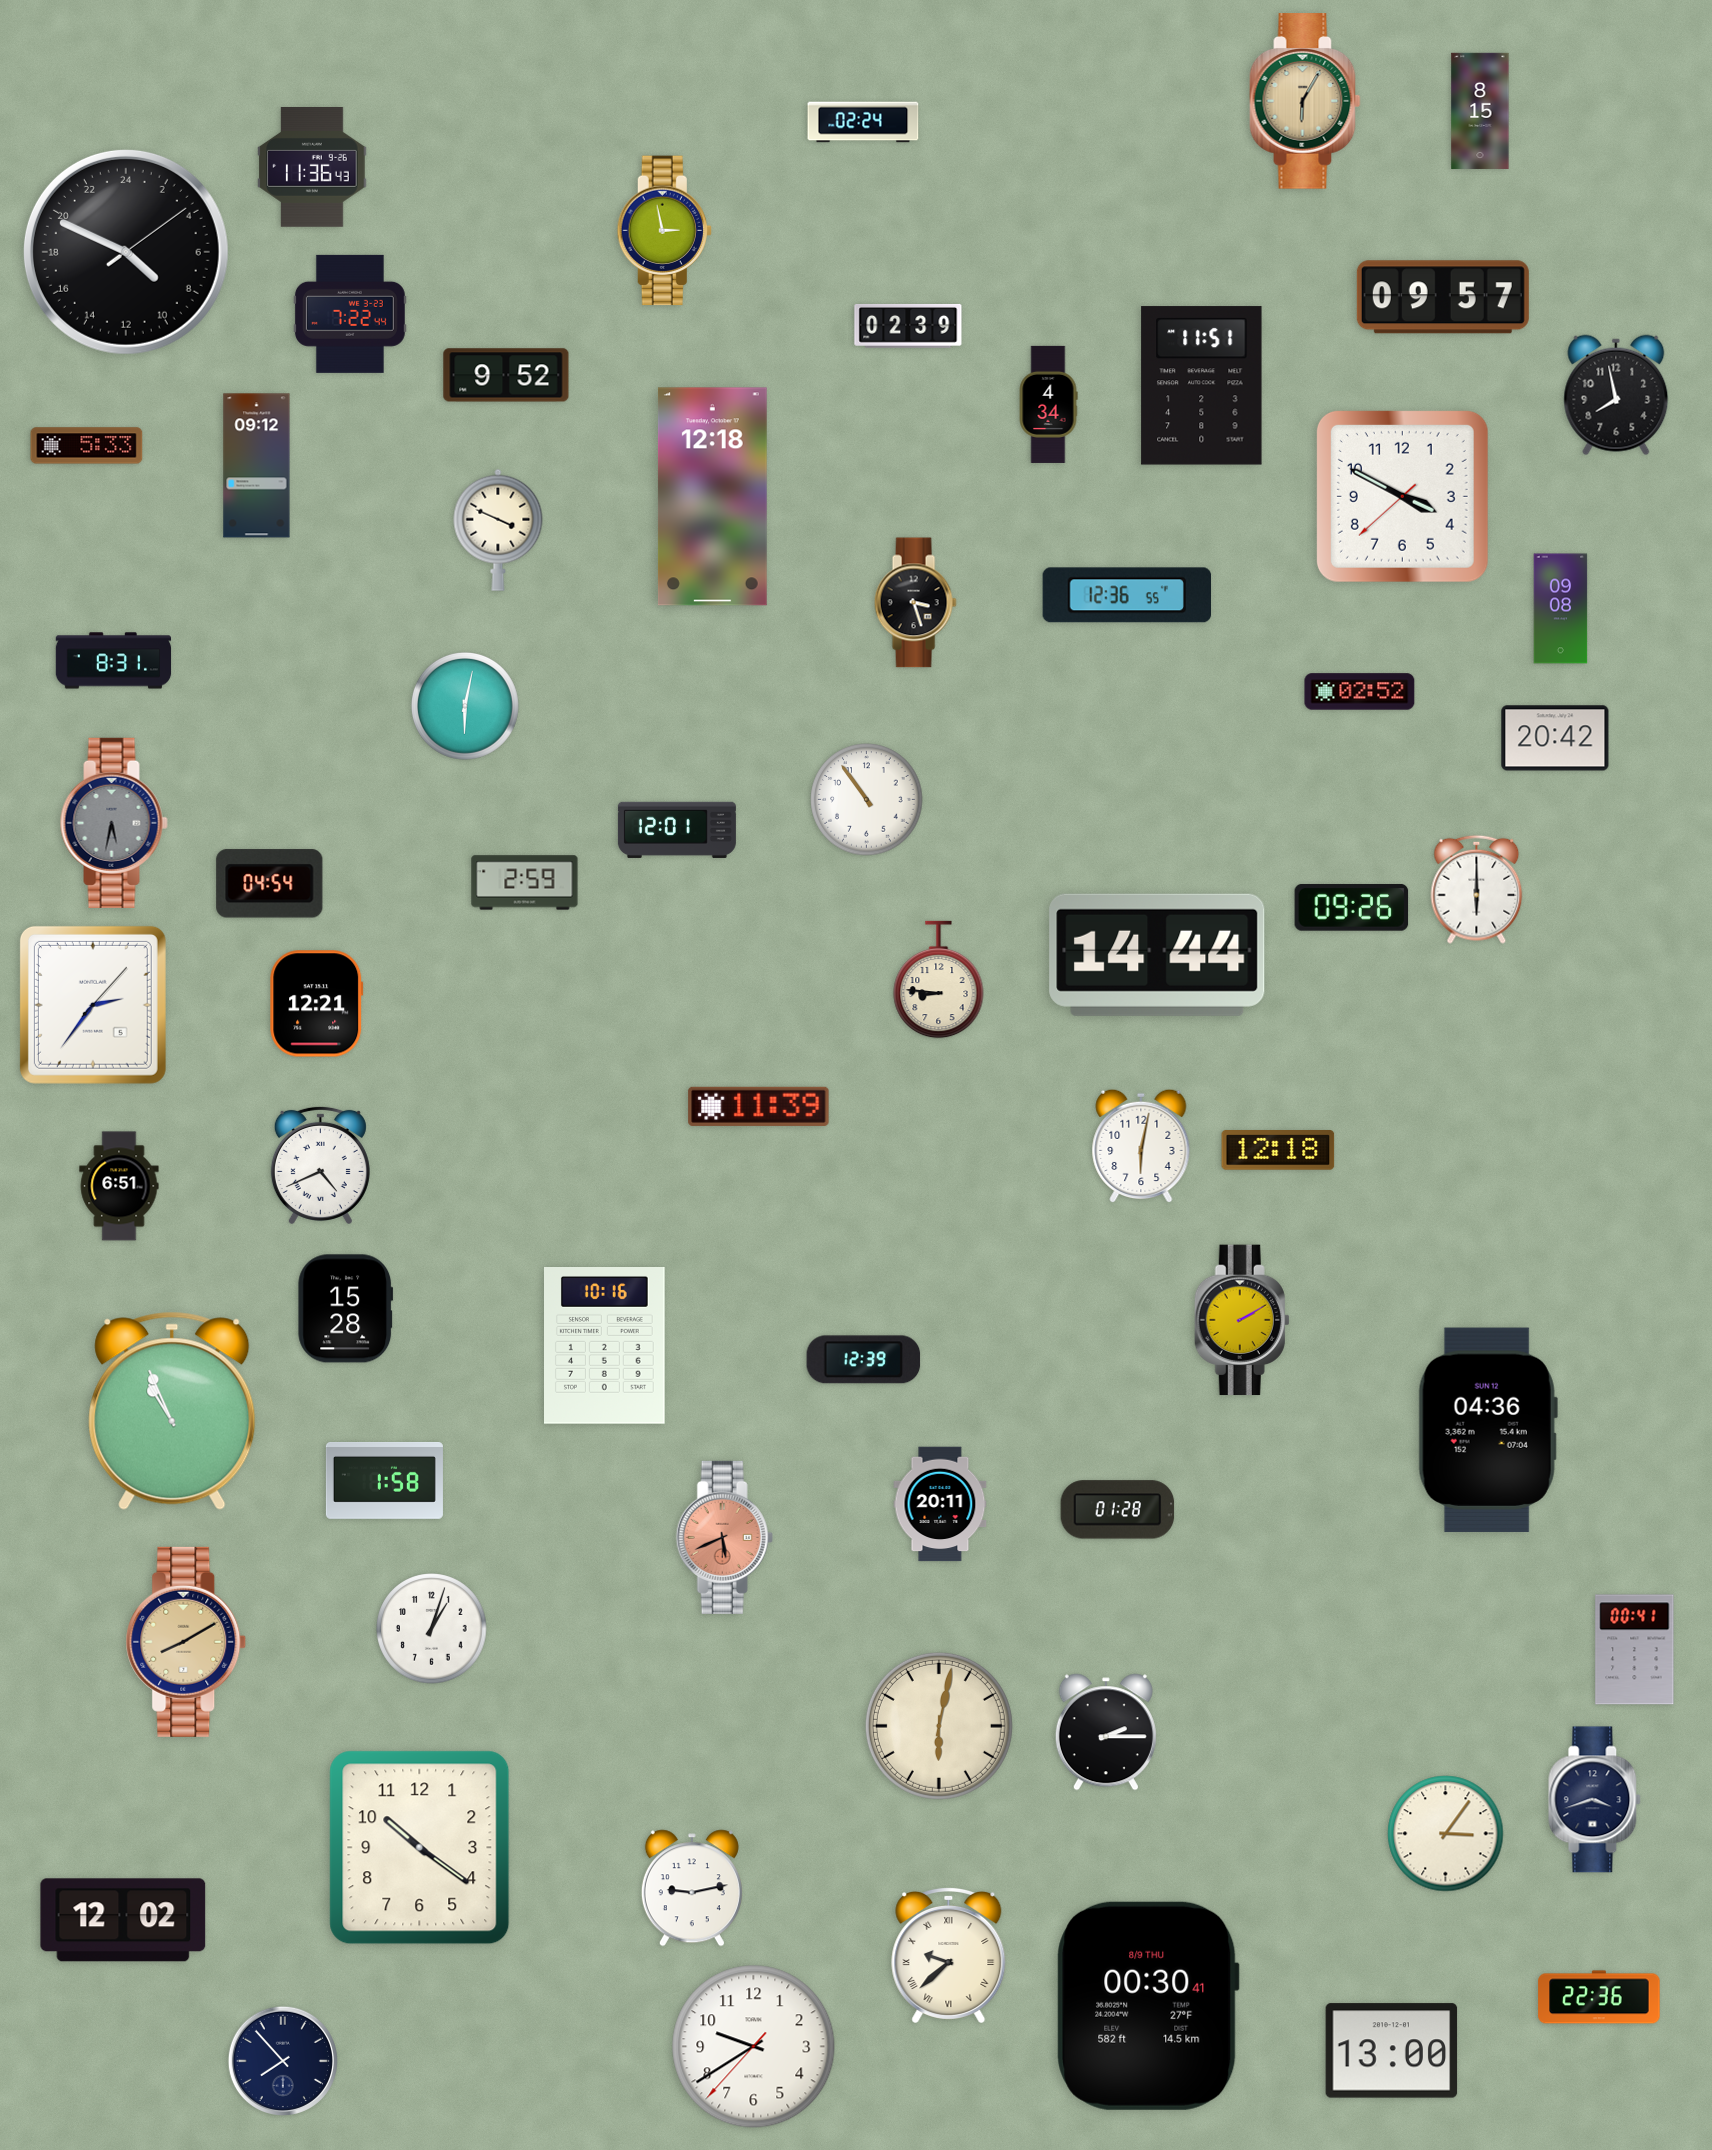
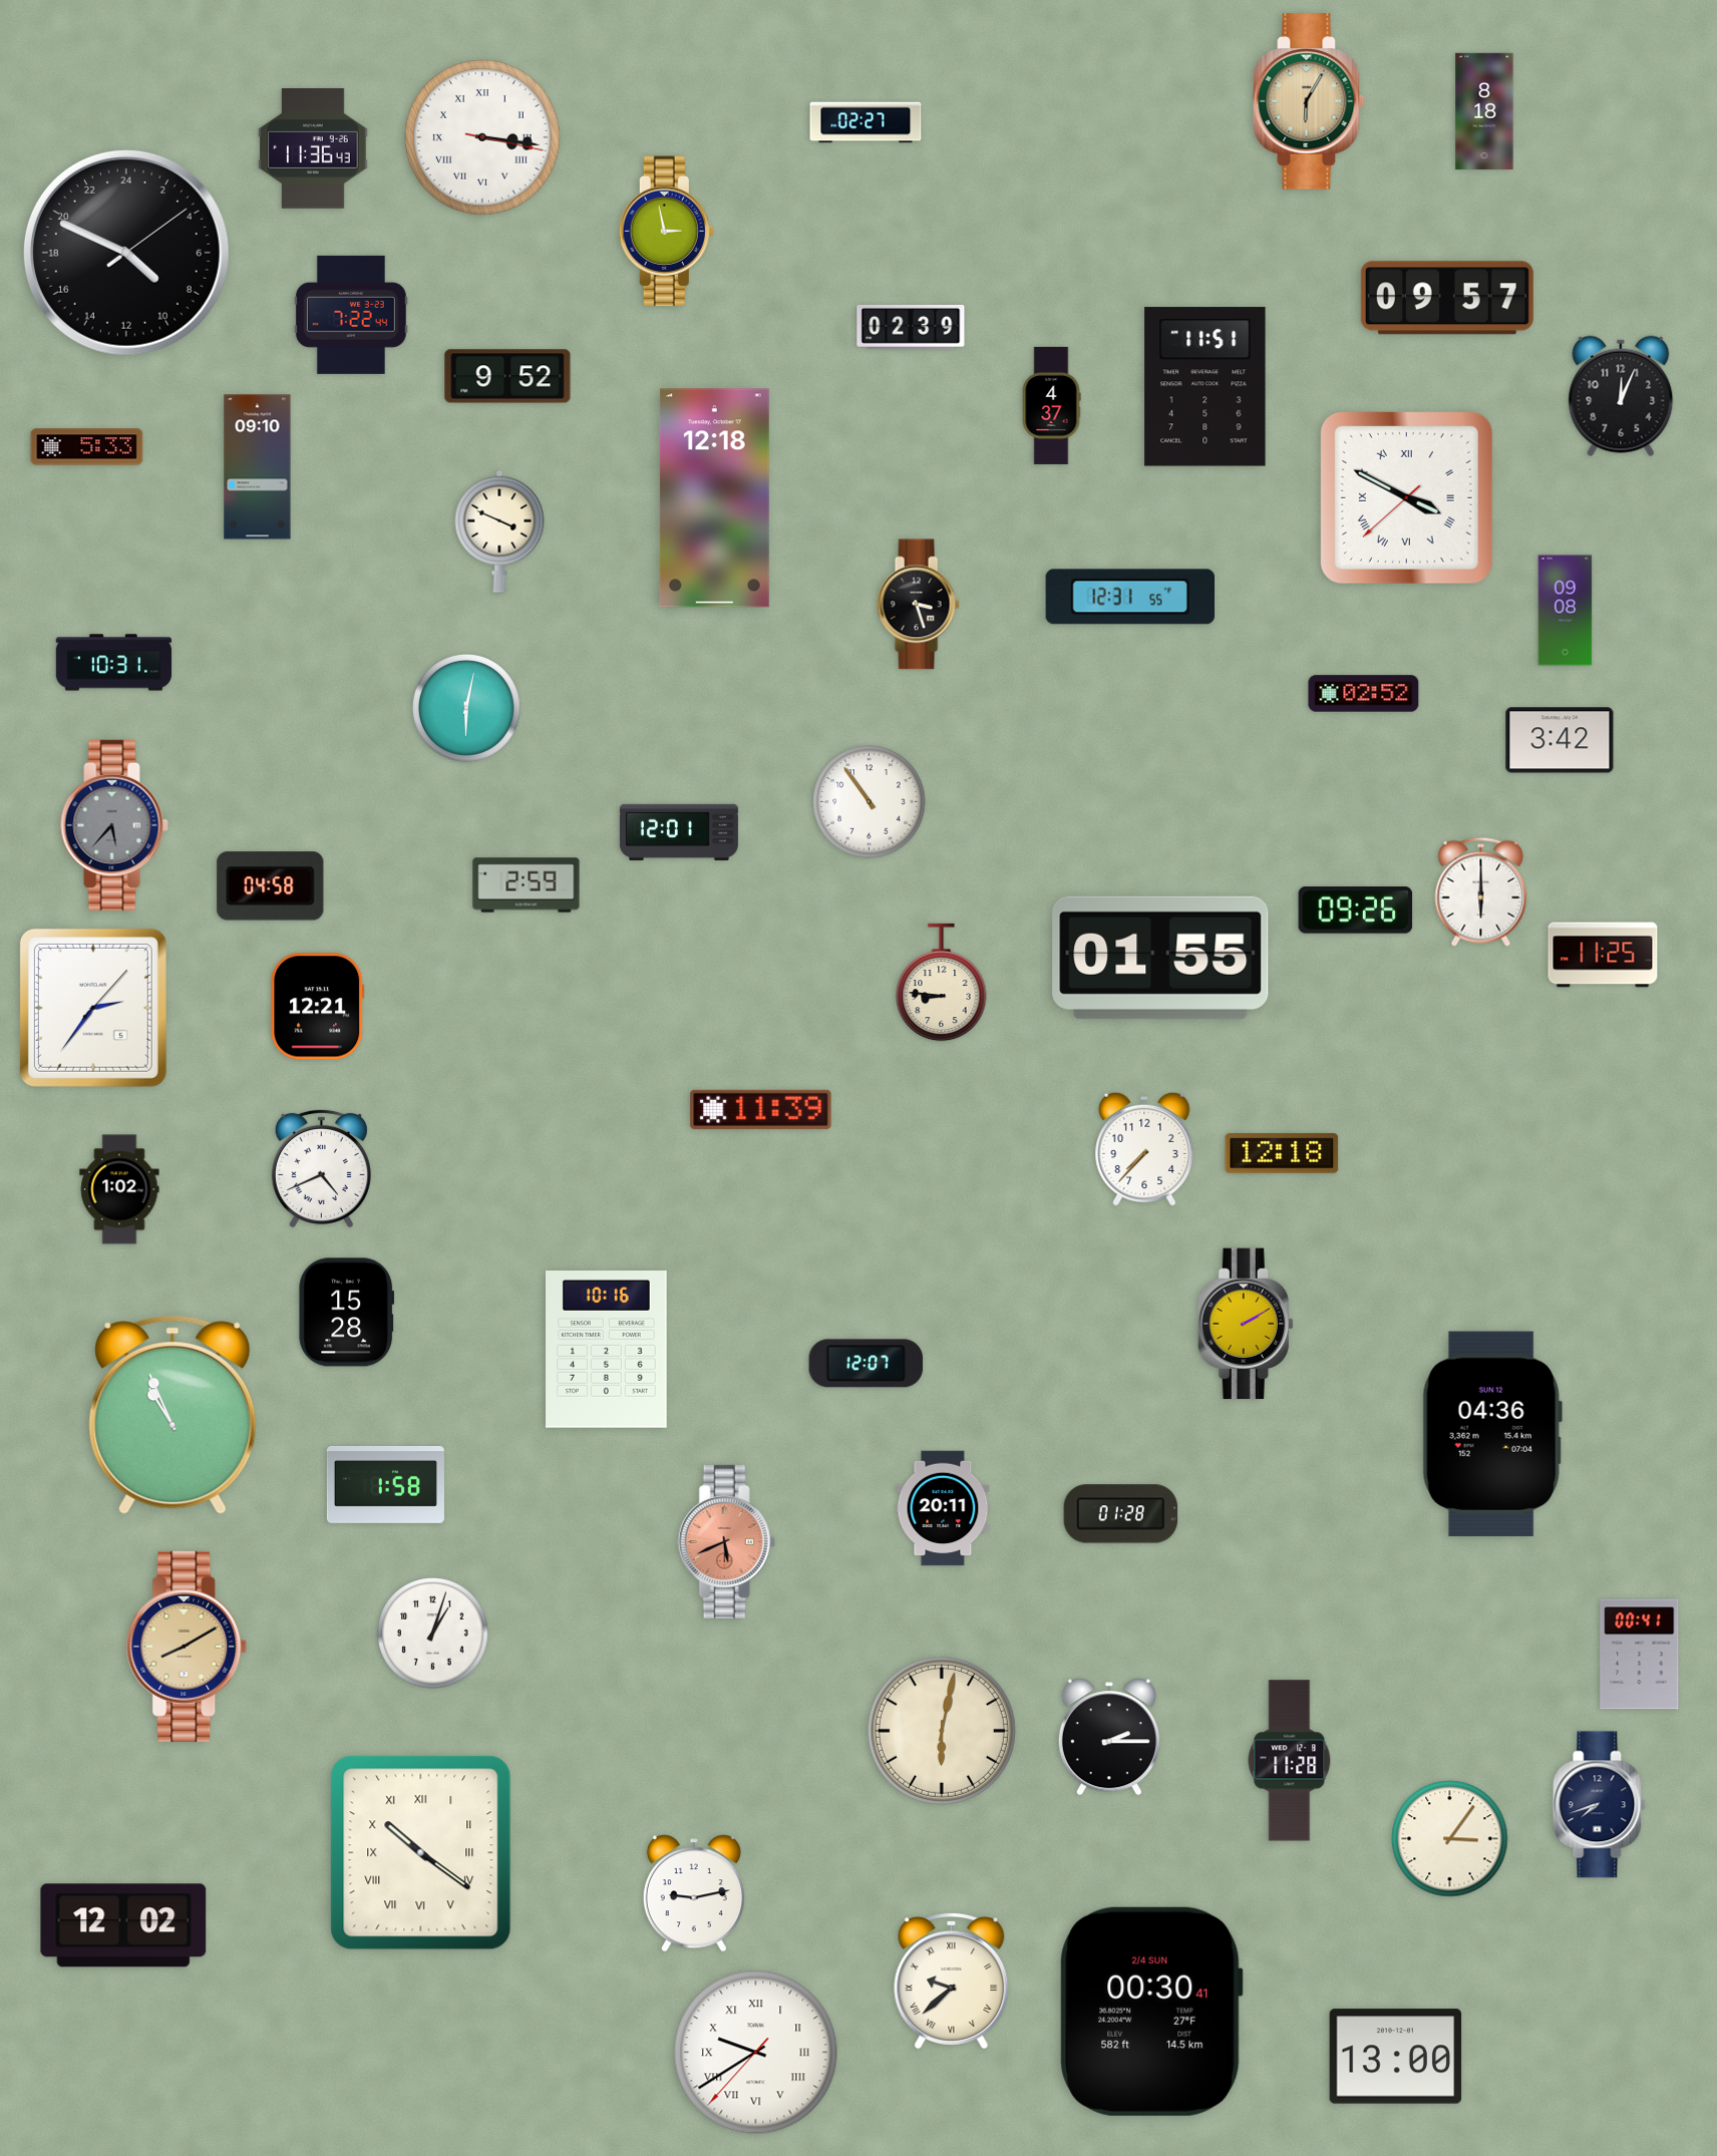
clock at (1480, 111): 8:15 -> 8:18
clock at (863, 122): 02:24 -> 02:27
clock at (482, 137): none -> 3:16
clock at (312, 168) position: (312, 168) -> (313, 149)
clock at (1616, 395): 7:58 -> 12:04
clock at (1048, 404): 4:34 -> 4:37
clock at (257, 466): 09:12 -> 09:10
clock at (1402, 496) numerals: Arabic -> Roman
clock at (1126, 595): 12:36 -> 12:31
clock at (114, 661): 8:31 -> 10:31
clock at (1555, 738): 20:42 -> 3:42
clock at (114, 823): 5:32 -> 5:37
clock at (270, 884): 04:54 -> 04:58
clock at (1603, 955): none -> 11:25
clock at (1157, 955): 14:44 -> 01:55
clock at (1141, 1146): 6:02 -> 7:37
clock at (119, 1186): 6:51 -> 1:02
clock at (864, 1360): 12:39 -> 12:07
clock at (1290, 1761): none -> 11:28
clock at (1595, 1800): 3:42 -> 7:42
clock at (420, 1848) numerals: Arabic -> Roman
clock at (949, 1955) position: (949, 1955) -> (952, 1981)
clock at (1599, 1997): 22:36 -> none
clock at (1148, 2006) date: 8/9 THU -> 2/4 SUN
clock at (754, 2047) numerals: Arabic -> Roman
clock at (283, 2061): 7:53 -> none
